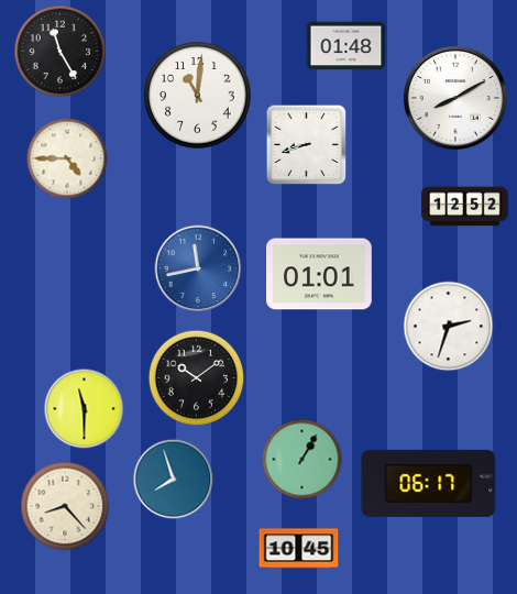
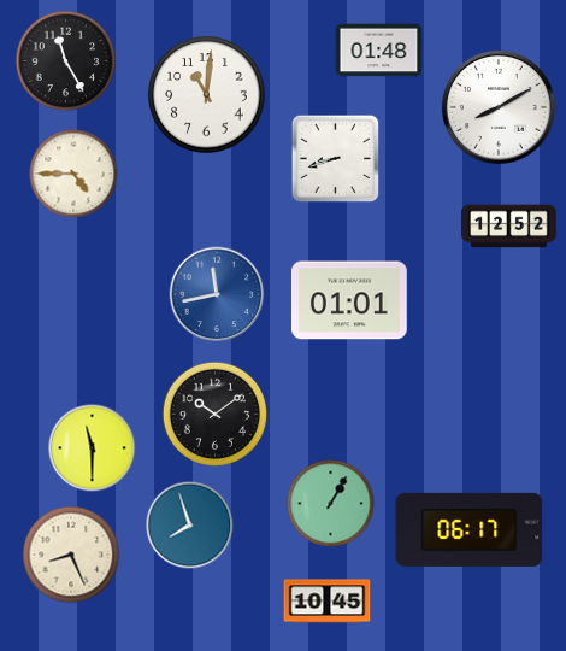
clock at (61, 52) position: (61, 52) -> (66, 61)
clock at (198, 96) position: (198, 96) -> (207, 95)
clock at (449, 327): 2:33 -> none
clock at (65, 506): 8:23 -> 8:26
